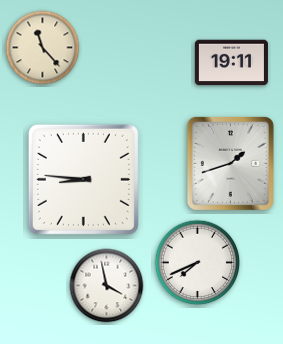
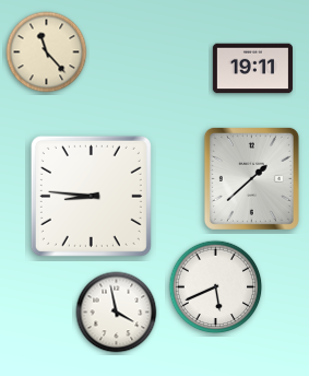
clock at (230, 163): 1:42 -> 1:38
clock at (198, 263): 7:41 -> 5:41
